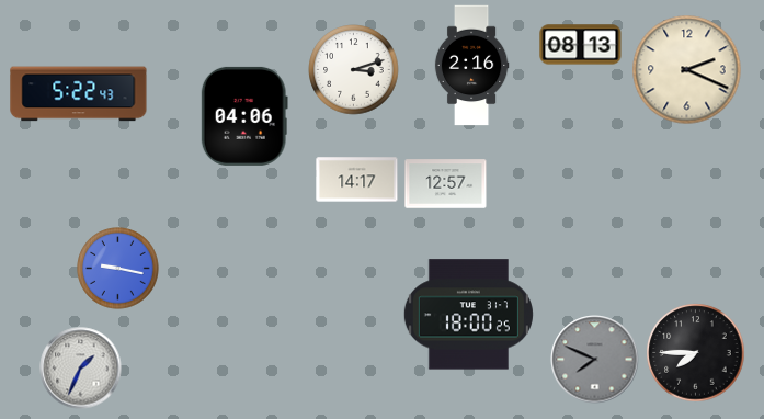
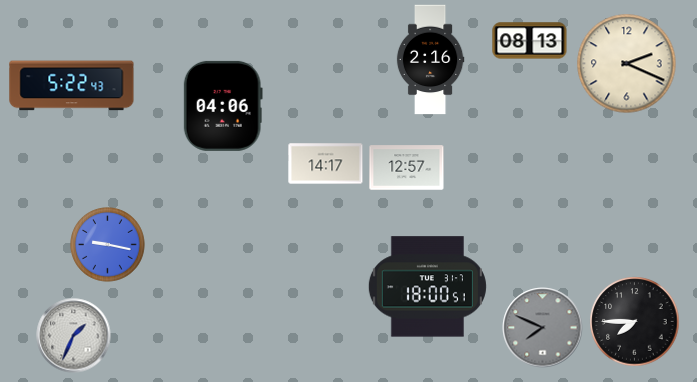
clock at (354, 70): 3:12 -> none
clock at (468, 315): 18:00:25 -> 18:00:51
